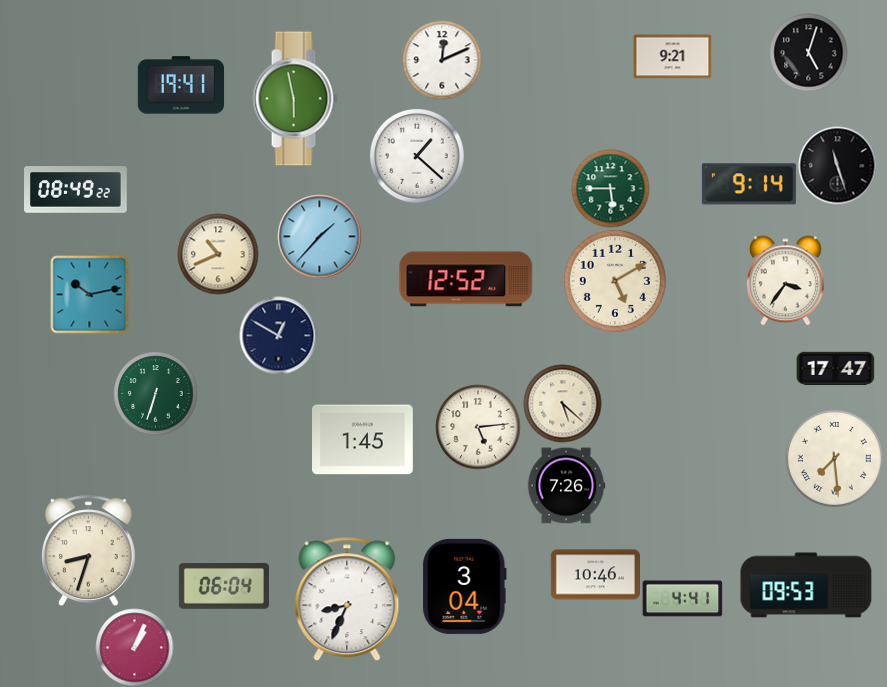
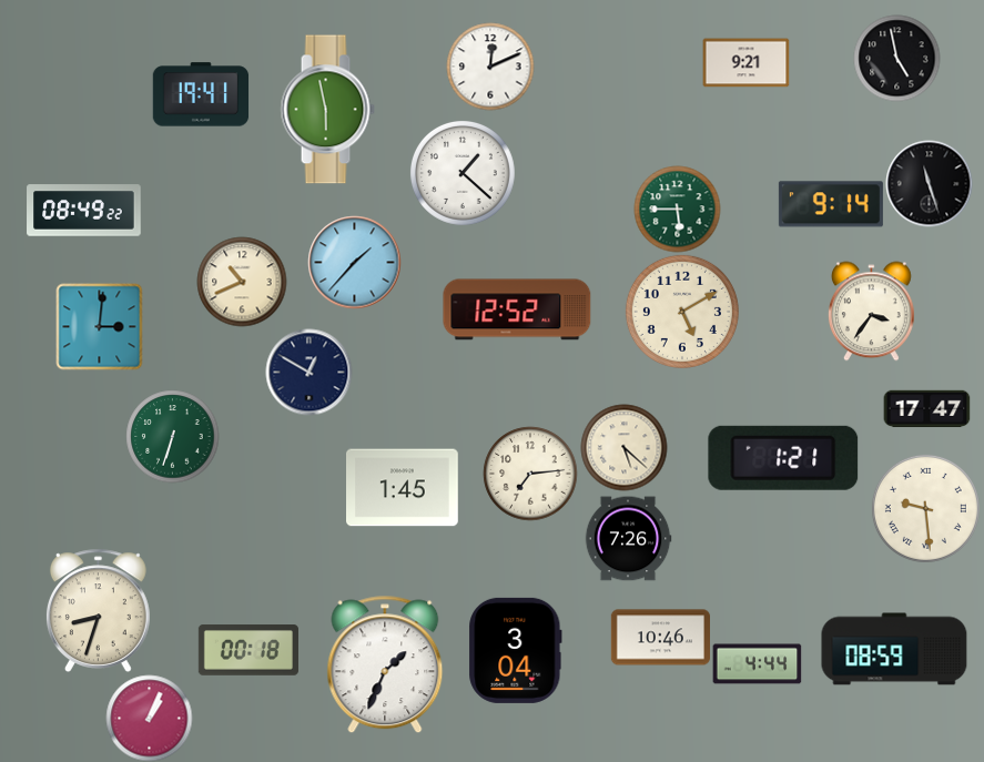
clock at (808, 52): 5:03 -> 4:58
clock at (89, 294): 10:13 -> 3:01
clock at (783, 458): none -> 1:21
clock at (478, 427): 5:14 -> 7:14
clock at (834, 458): 7:29 -> 9:29
clock at (806, 585): 09:53 -> 08:59
clock at (224, 586): 06:04 -> 00:18
clock at (347, 599): 8:34 -> 1:34
clock at (682, 599): 4:41 -> 4:44
